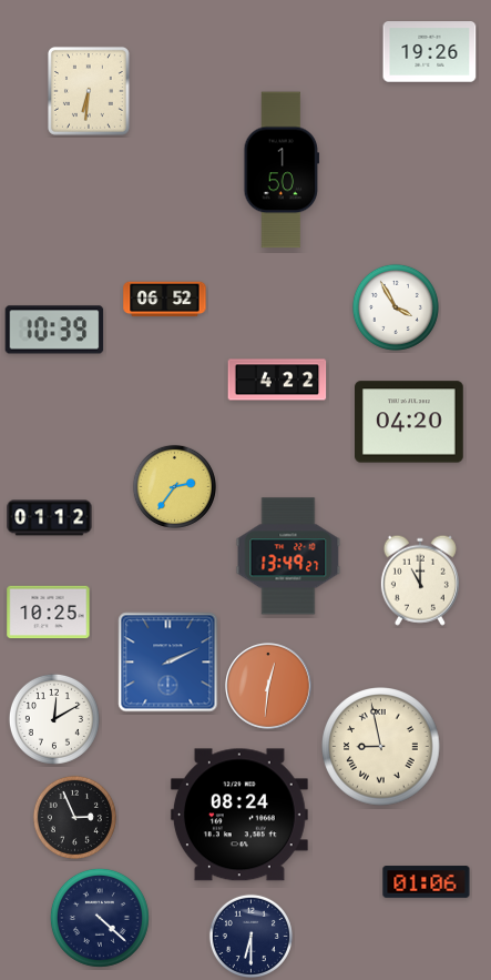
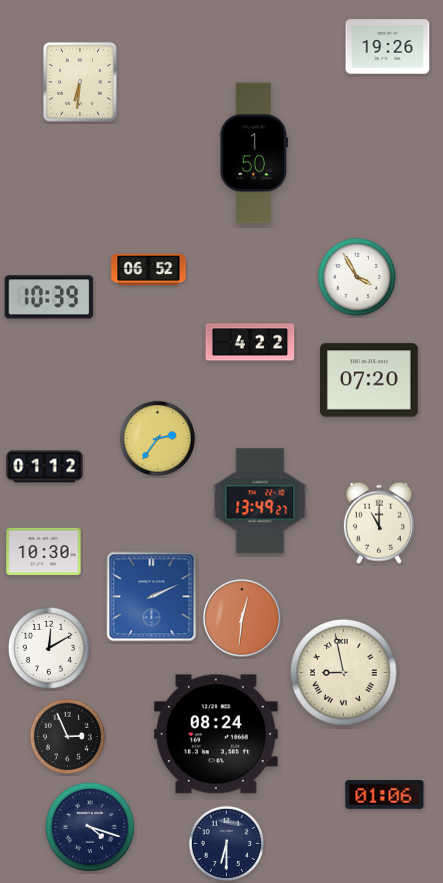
clock at (409, 422): 04:20 -> 07:20
clock at (49, 613): 10:25 -> 10:30
clock at (100, 918): 4:22 -> 4:18
